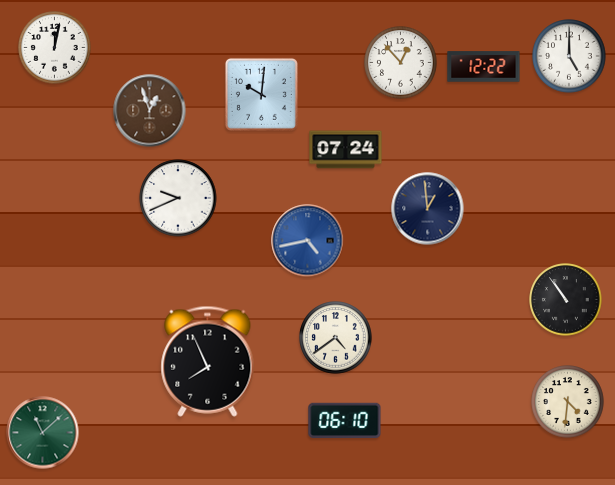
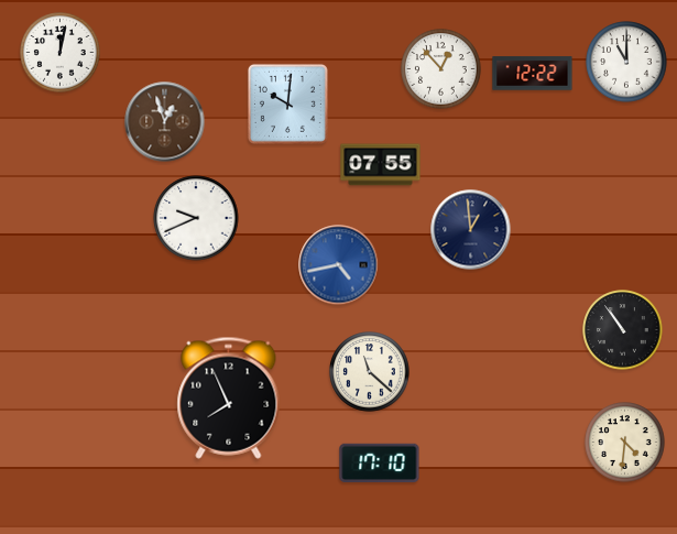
clock at (569, 56): 5:00 -> 11:00
clock at (346, 150): 07:24 -> 07:55
clock at (336, 338): 4:39 -> 11:22
clock at (345, 421): 06:10 -> 17:10
clock at (43, 433): 11:08 -> none
